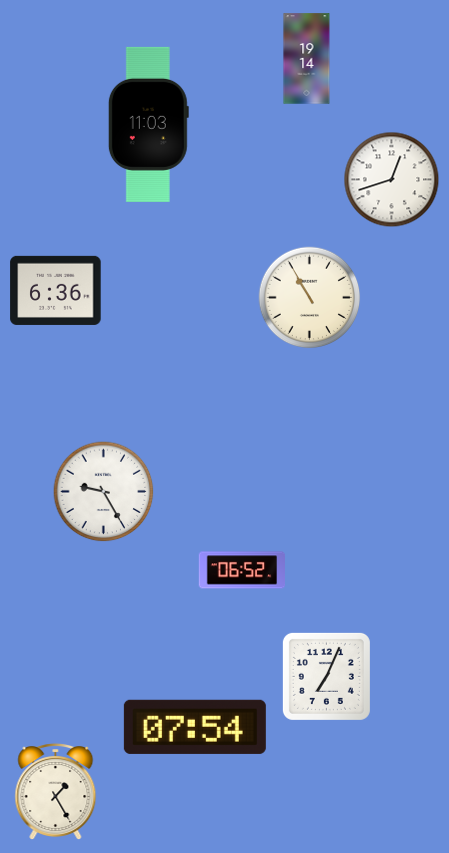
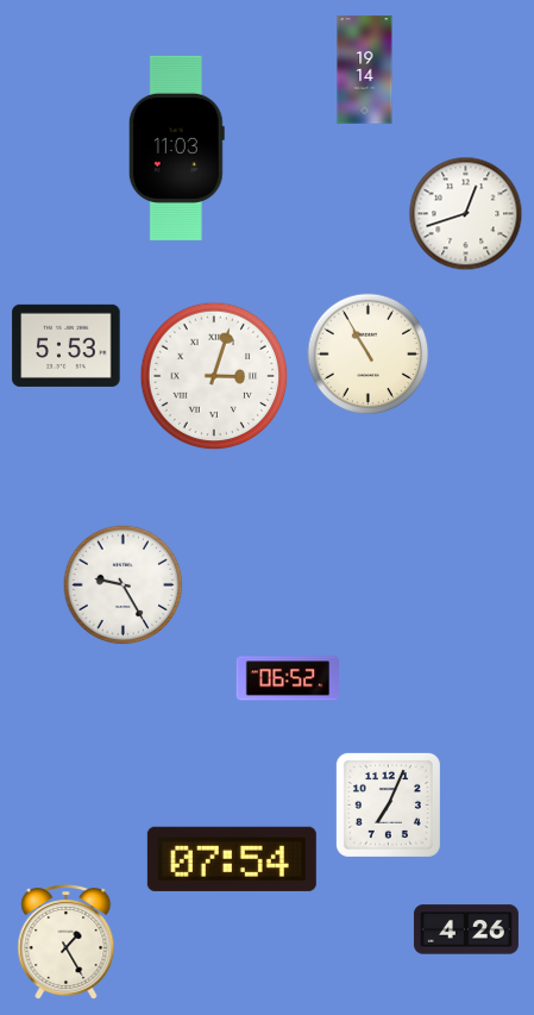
clock at (56, 290): 6:36 -> 5:53
clock at (214, 376): none -> 3:03
clock at (195, 727) position: (195, 727) -> (232, 859)
clock at (466, 929): none -> 4:26
